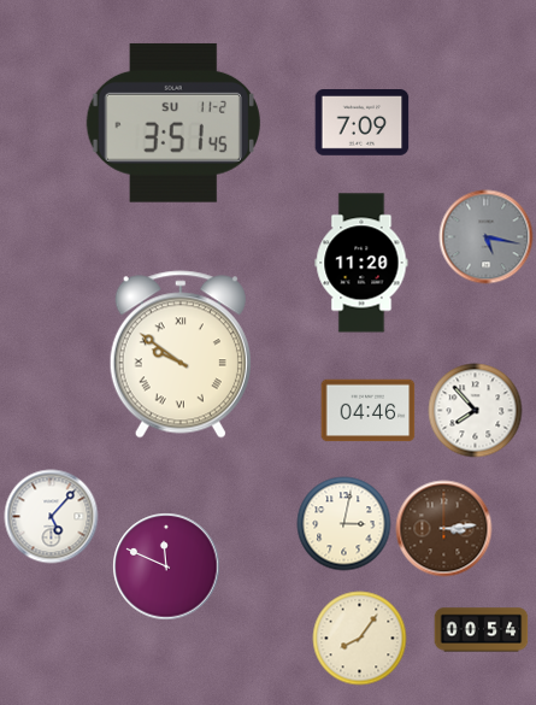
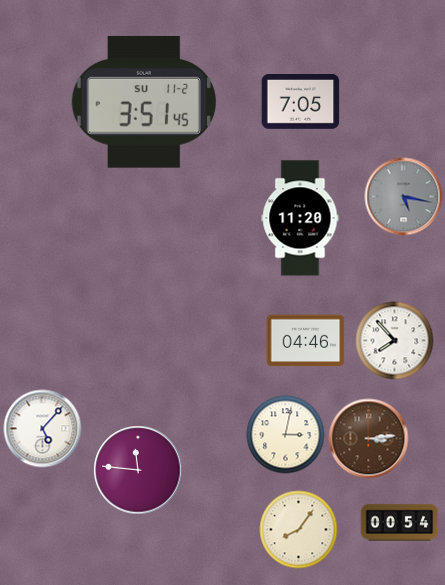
clock at (361, 123): 7:09 -> 7:05
clock at (181, 354): 9:51 -> none
clock at (166, 566): 11:49 -> 11:46
